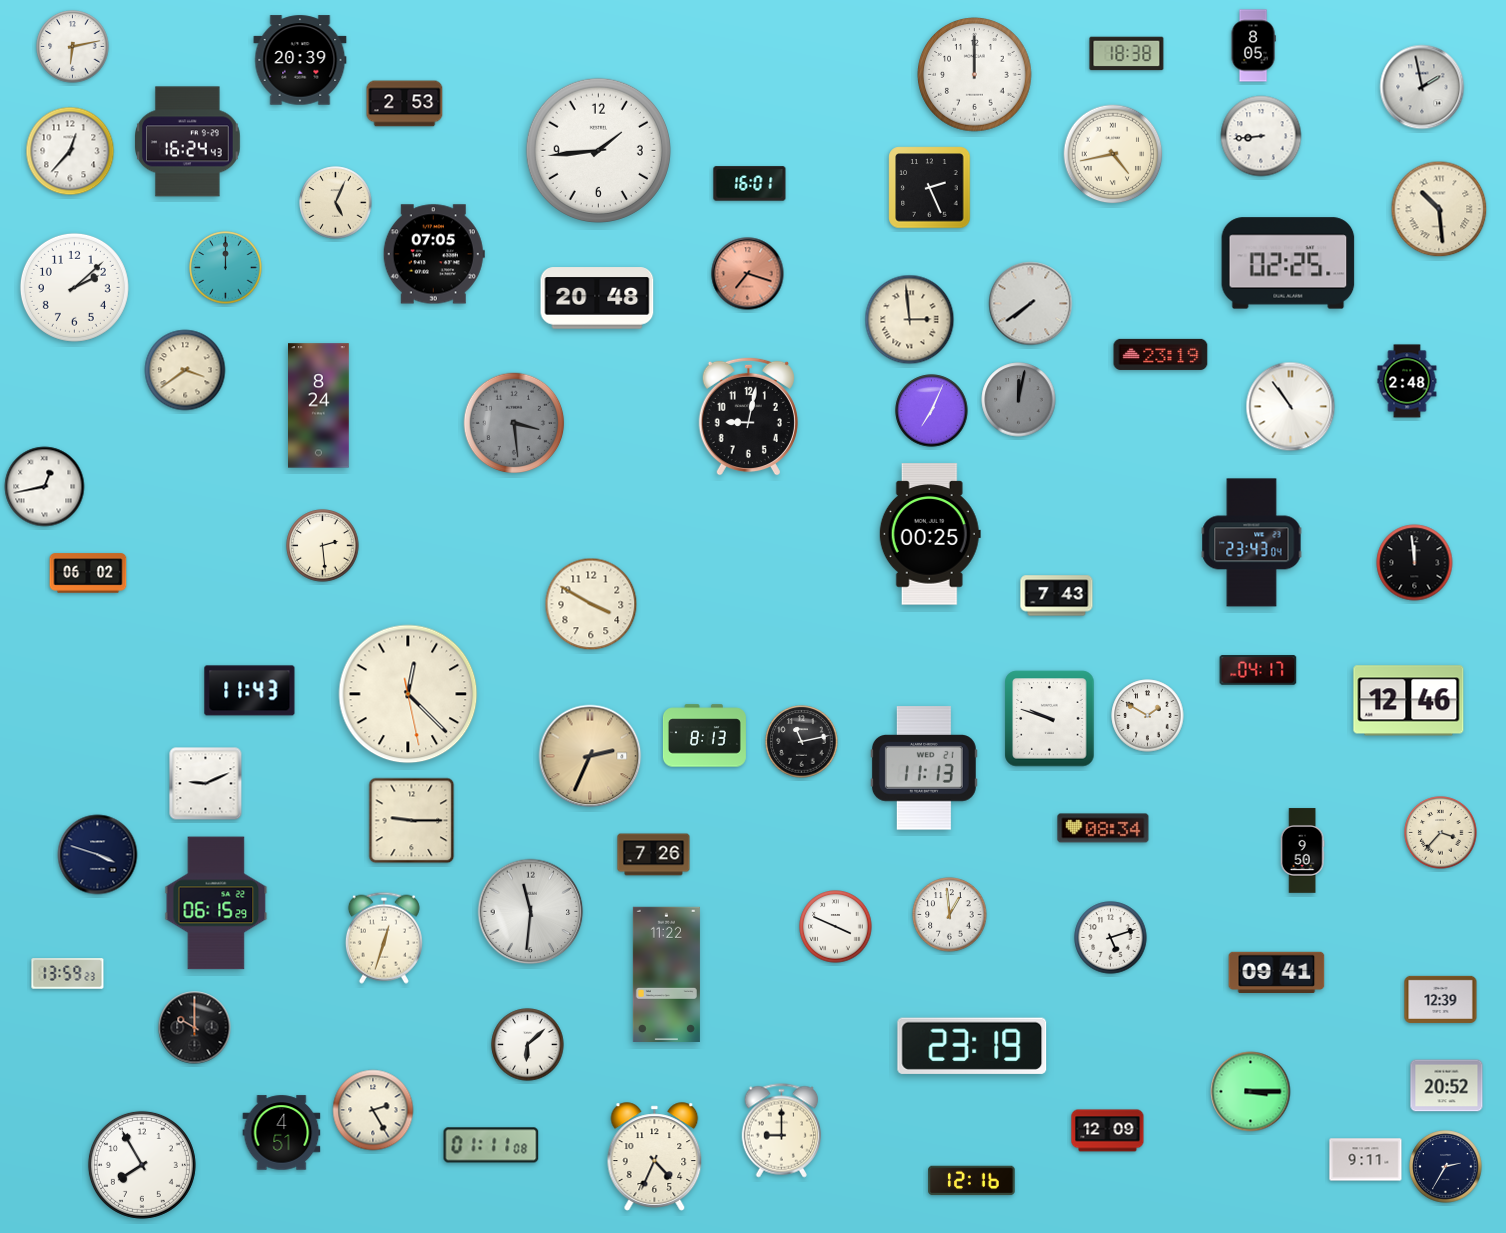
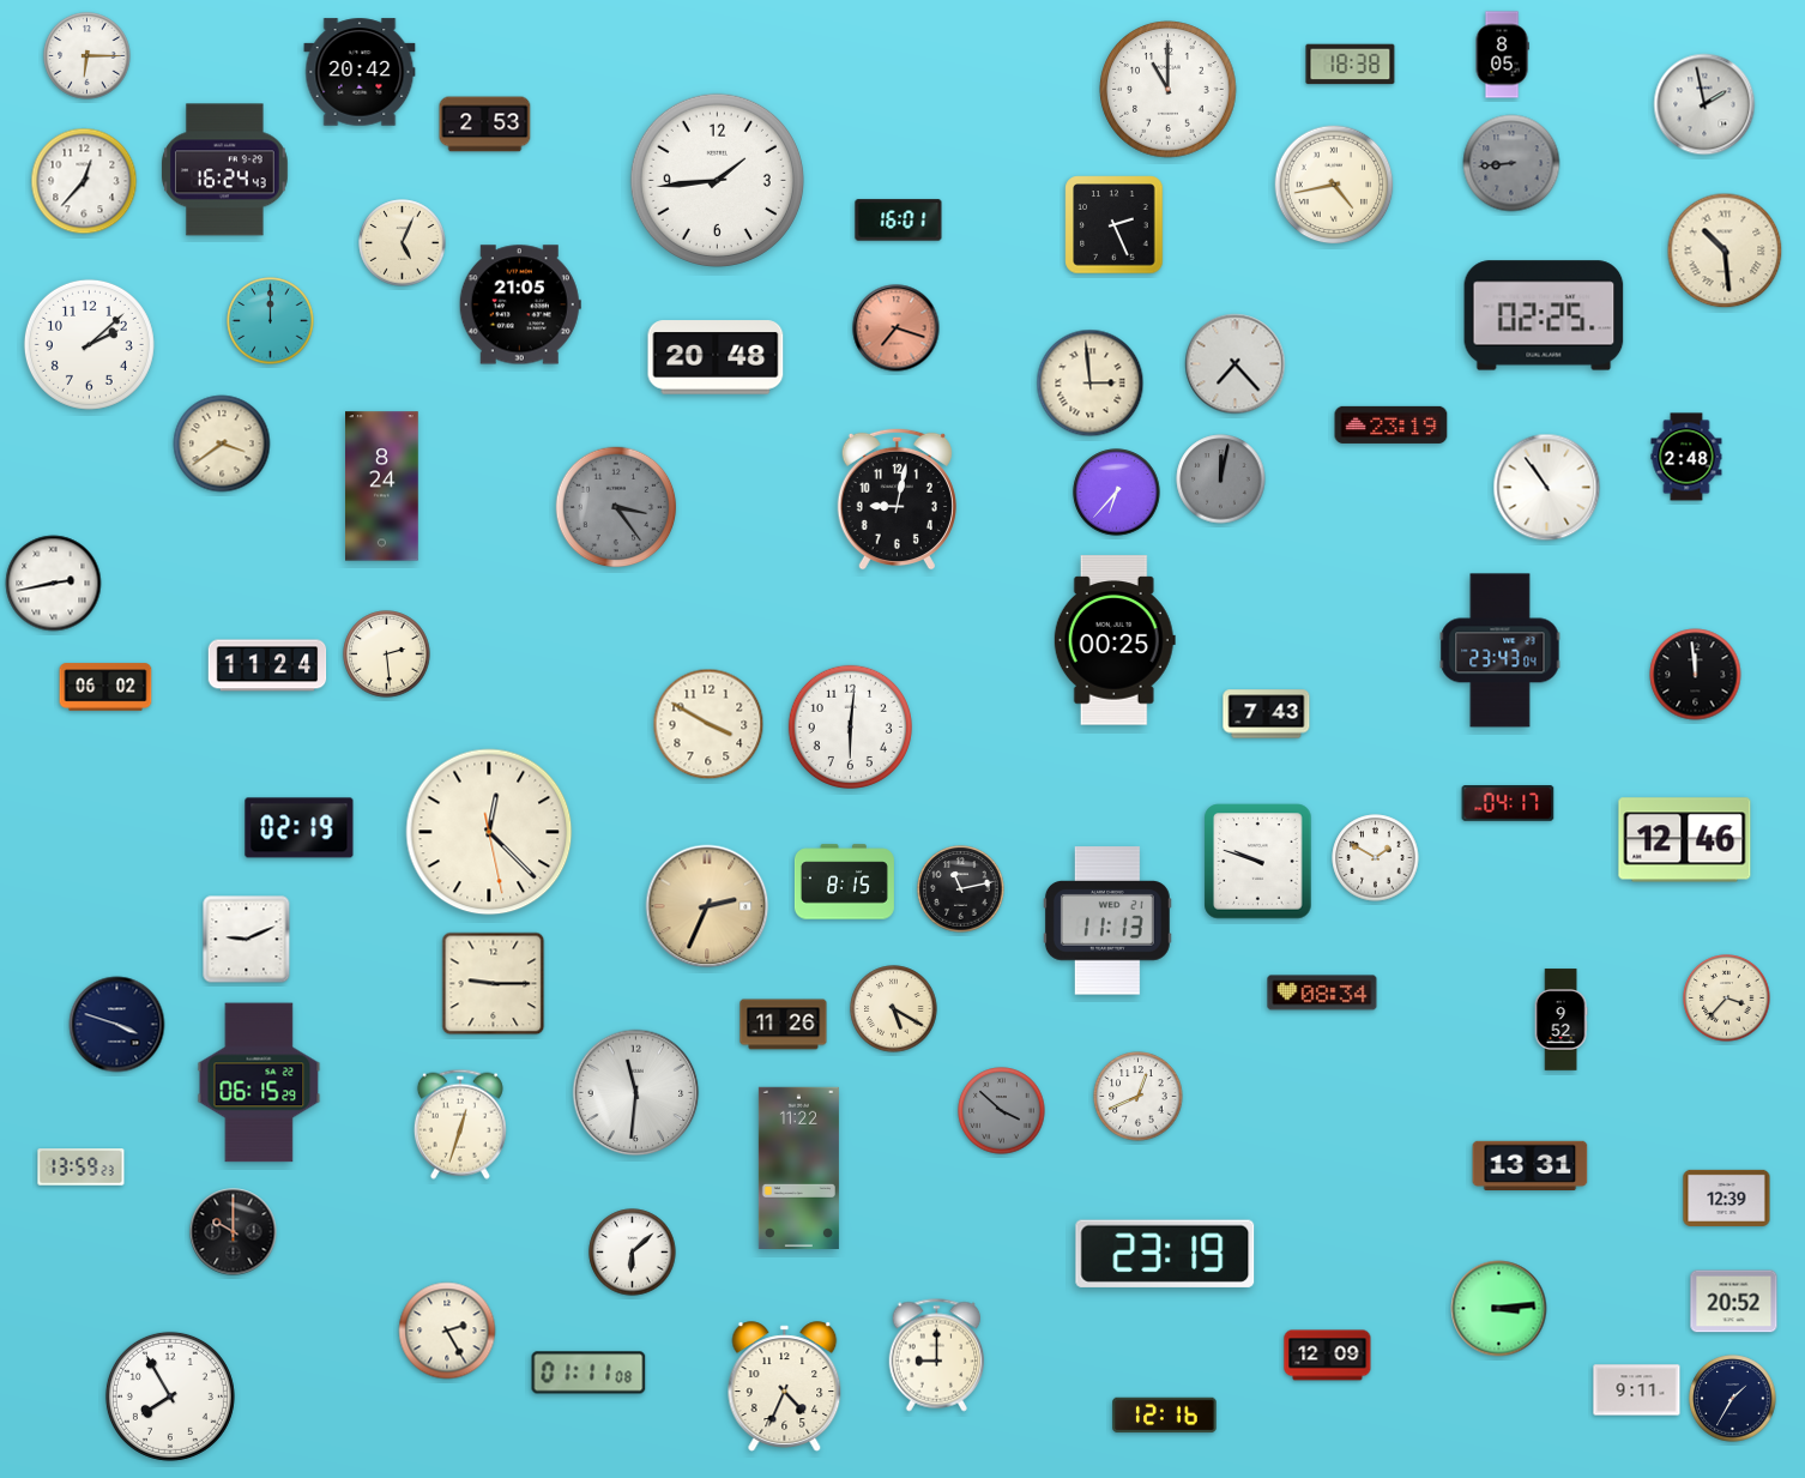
clock at (73, 47): 6:13 -> 6:15
clock at (300, 60): 20:39 -> 20:42
clock at (975, 75): 12:00 -> 11:00
clock at (1261, 136) dial: white -> grey
clock at (434, 254): 07:05 -> 21:05
clock at (1031, 304): 7:39 -> 7:23
clock at (932, 411): 7:04 -> 6:37
clock at (514, 423): 3:29 -> 3:24
clock at (45, 487): 12:43 -> 2:43
clock at (267, 665): none -> 11:24
clock at (850, 726): none -> 6:01
clock at (250, 691): 11:43 -> 02:19
clock at (1409, 701) position: (1409, 701) -> (1685, 840)
clock at (704, 736): 8:13 -> 8:15
clock at (894, 1009): none -> 5:20
clock at (1302, 851): 9:50 -> 9:52
clock at (654, 855): 7:26 -> 11:26
clock at (950, 915): 12:59 -> 12:41
clock at (836, 927): 3:49 -> 3:52
clock at (836, 927) dial: white -> grey
clock at (1111, 938): 5:12 -> none
clock at (1277, 972): 09:41 -> 13:31
clock at (1251, 1092): 3:15 -> 3:14
clock at (282, 1133): 4:51 -> none
clock at (1446, 1167): 2:35 -> 1:35
